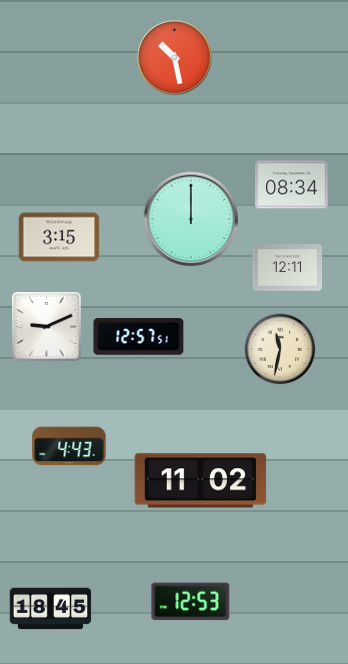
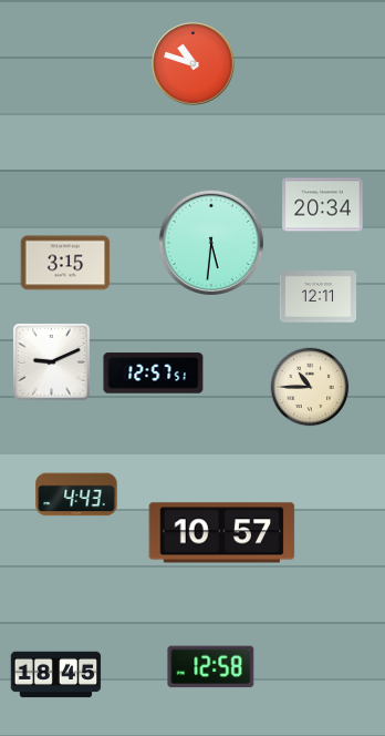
clock at (175, 58): 10:28 -> 10:48
clock at (292, 185): 08:34 -> 20:34
clock at (190, 218): 12:00 -> 5:31
clock at (280, 349): 11:32 -> 10:45
clock at (201, 481): 11:02 -> 10:57
clock at (191, 602): 12:53 -> 12:58
